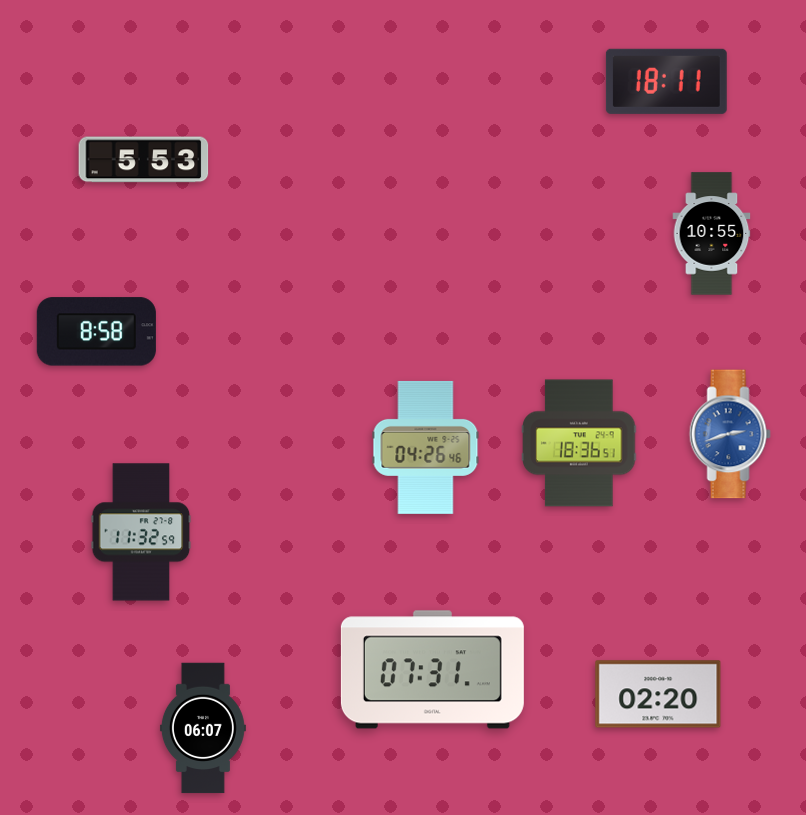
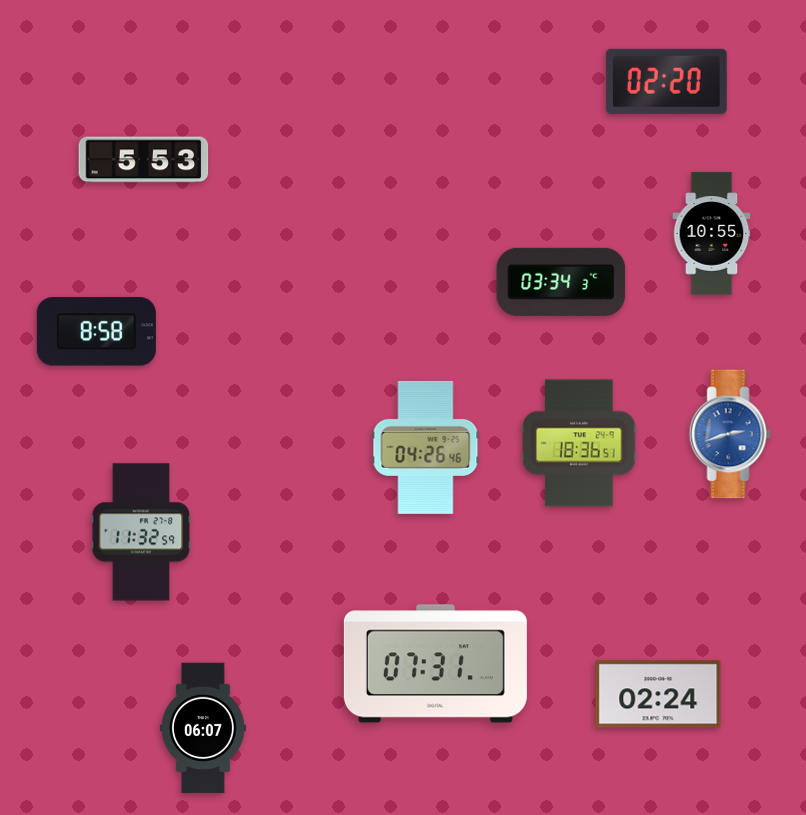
clock at (666, 81): 18:11 -> 02:20
clock at (561, 282): none -> 03:34
clock at (432, 670) position: (432, 670) -> (435, 664)
clock at (658, 694): 02:20 -> 02:24
